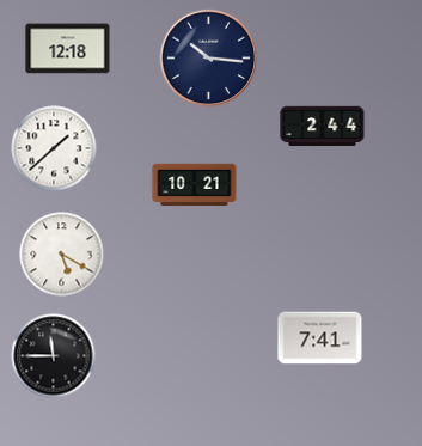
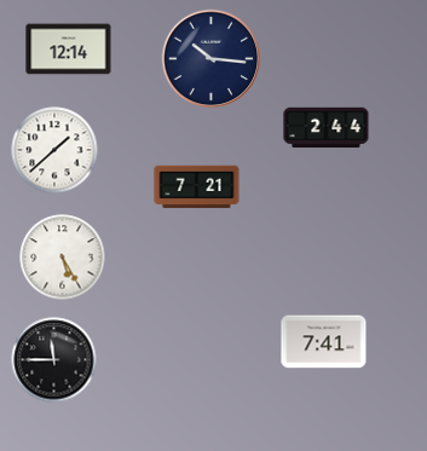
clock at (68, 49): 12:18 -> 12:14
clock at (195, 185): 10:21 -> 7:21
clock at (62, 255): 5:20 -> 5:25
